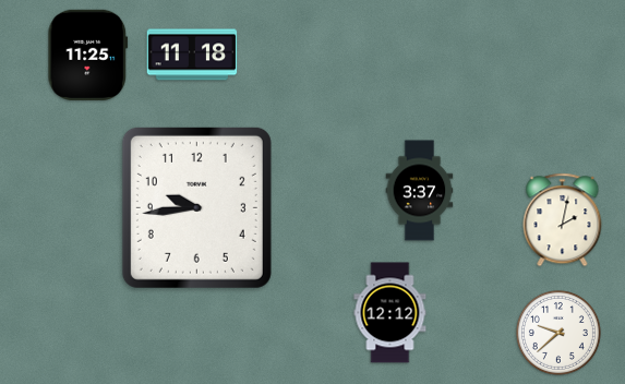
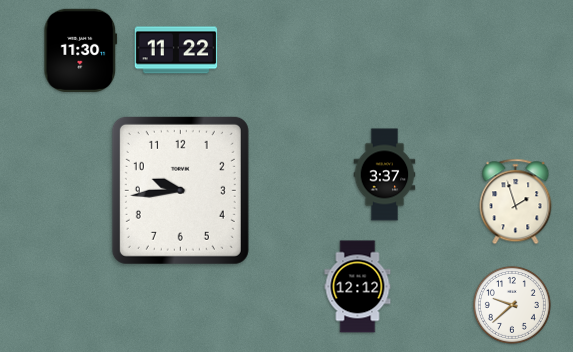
clock at (88, 55): 11:25 -> 11:30
clock at (192, 55): 11:18 -> 11:22
clock at (563, 220): 2:02 -> 1:57
